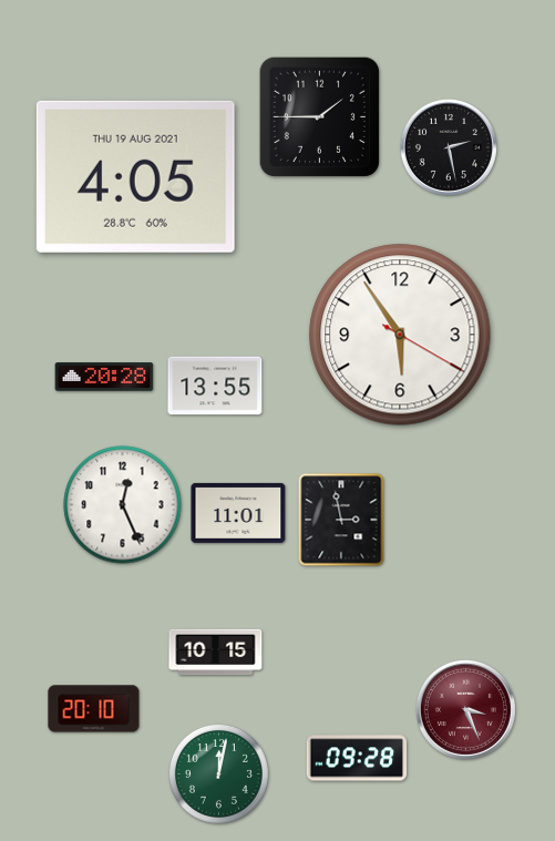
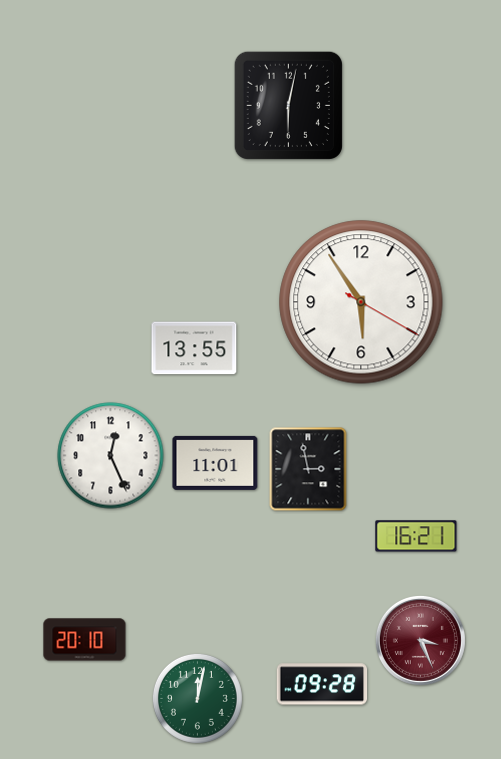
clock at (319, 116): 1:45 -> 6:02
clock at (449, 147): 2:28 -> none
clock at (135, 176): 4:05 -> none
clock at (104, 377): 20:28 -> none
clock at (416, 536): none -> 16:21
clock at (216, 653): 10:15 -> none
